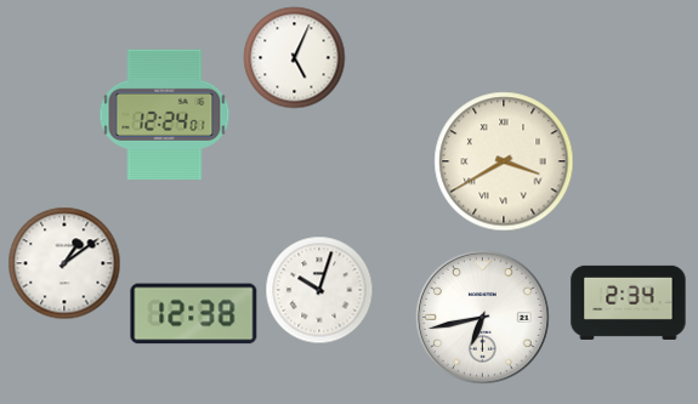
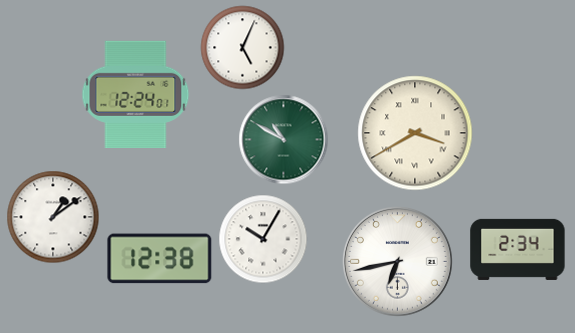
clock at (284, 140): none -> 10:50
clock at (319, 290): 10:03 -> 10:05
